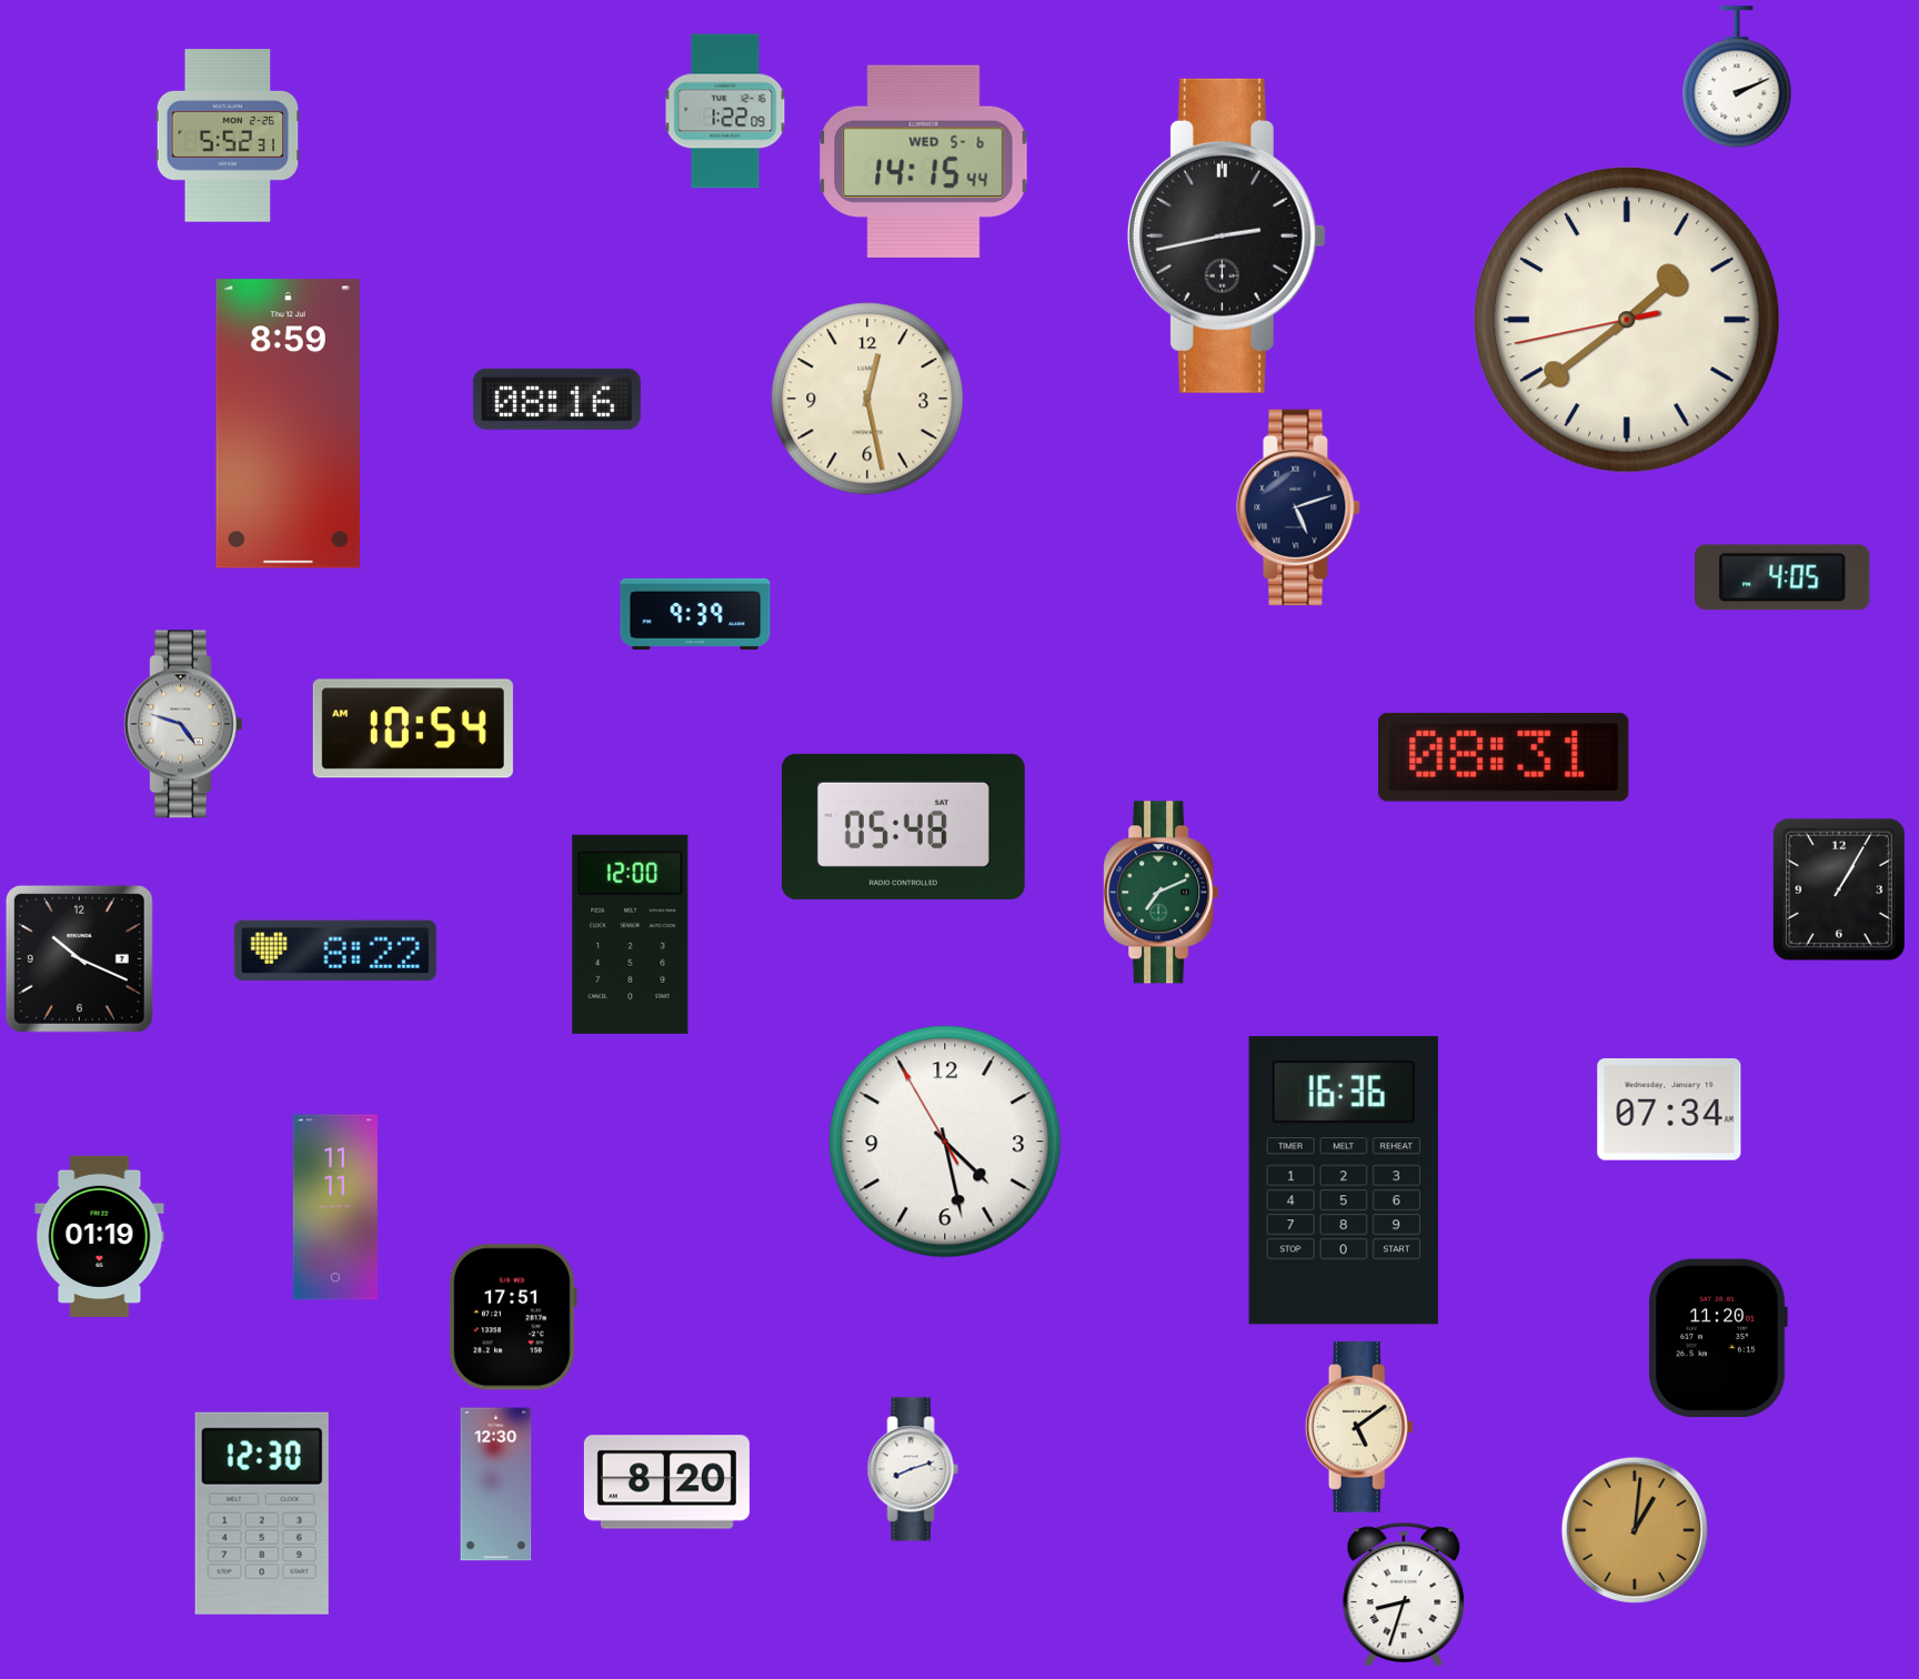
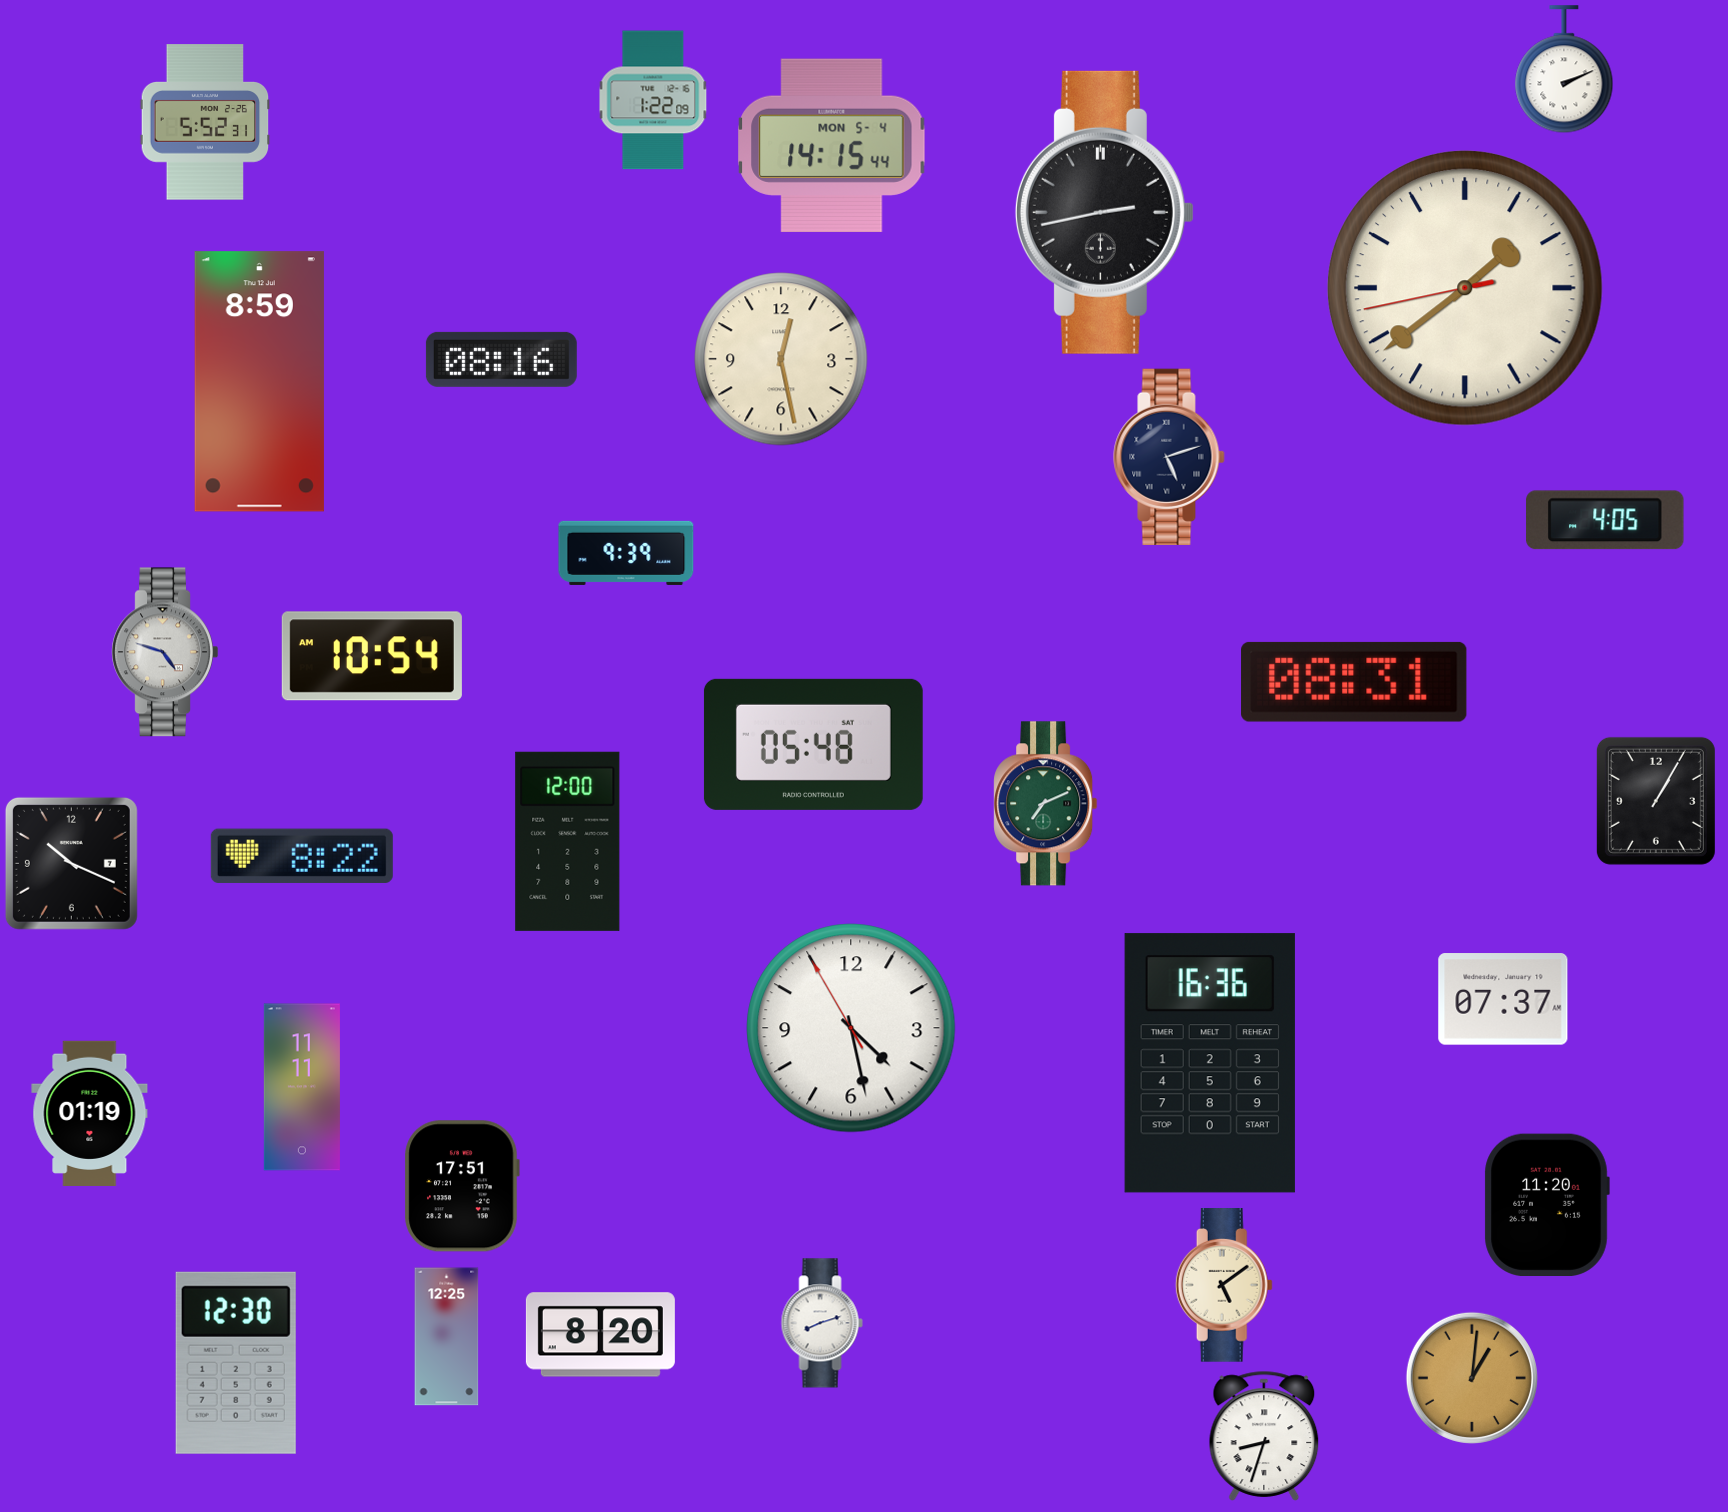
clock at (924, 162) date: WED 5-6 -> MON 5-4
clock at (1669, 1109): 07:34 -> 07:37
clock at (496, 1485): 12:30 -> 12:25
